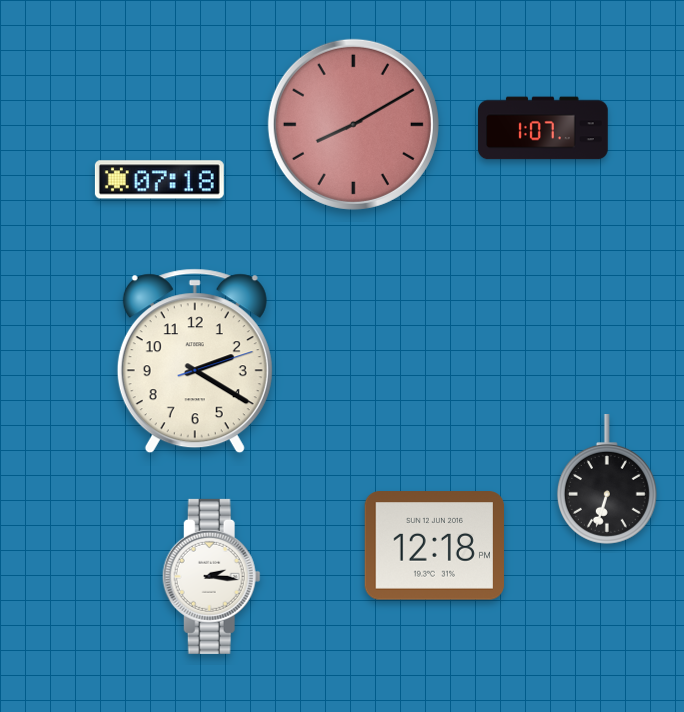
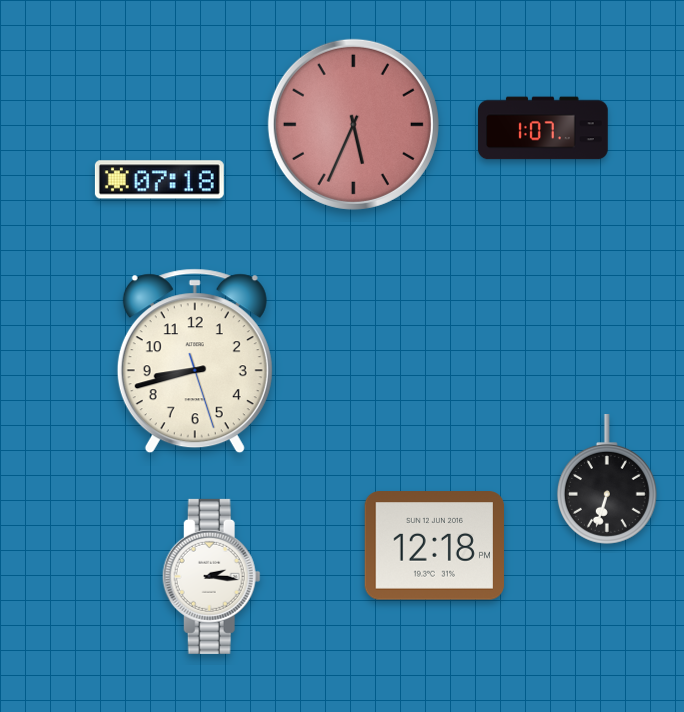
clock at (353, 124): 8:10 -> 5:34
clock at (195, 361): 2:20 -> 8:42
